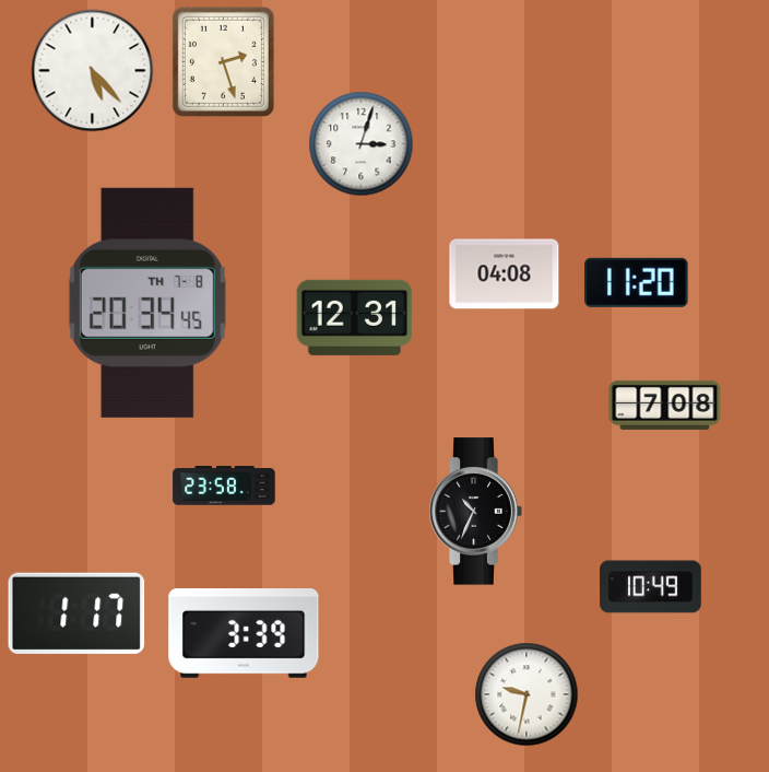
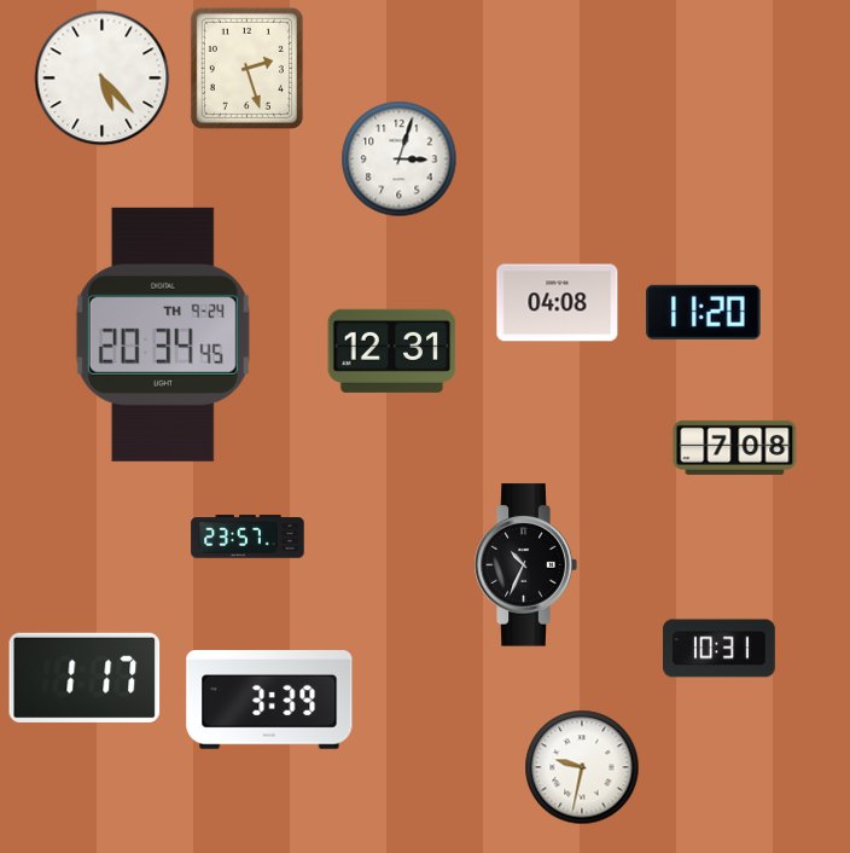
clock at (147, 303) date: TH 7-8 -> TH 9-24
clock at (224, 486): 23:58 -> 23:57
clock at (651, 587): 10:49 -> 10:31
